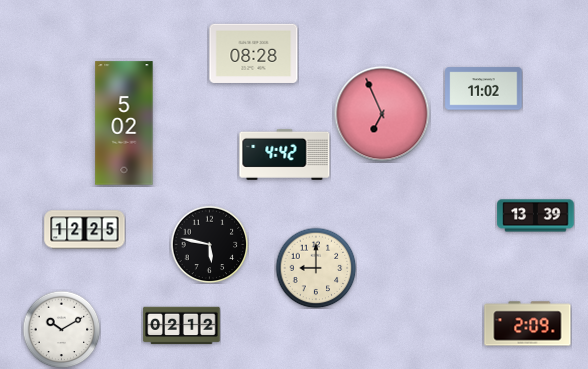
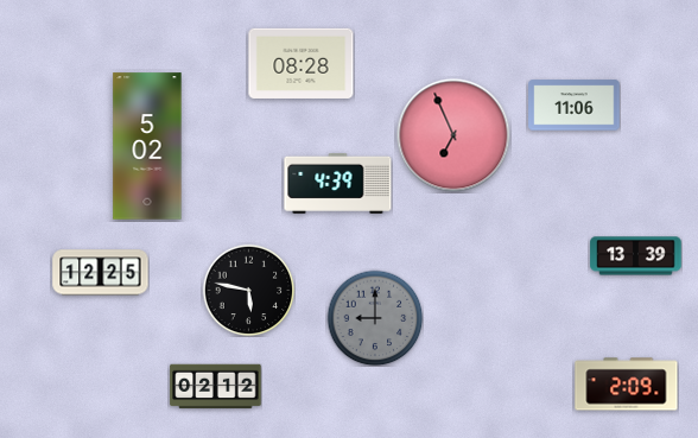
clock at (484, 89): 11:02 -> 11:06
clock at (285, 154): 4:42 -> 4:39
clock at (316, 268) dial: cream -> grey
clock at (61, 329): 10:10 -> none
